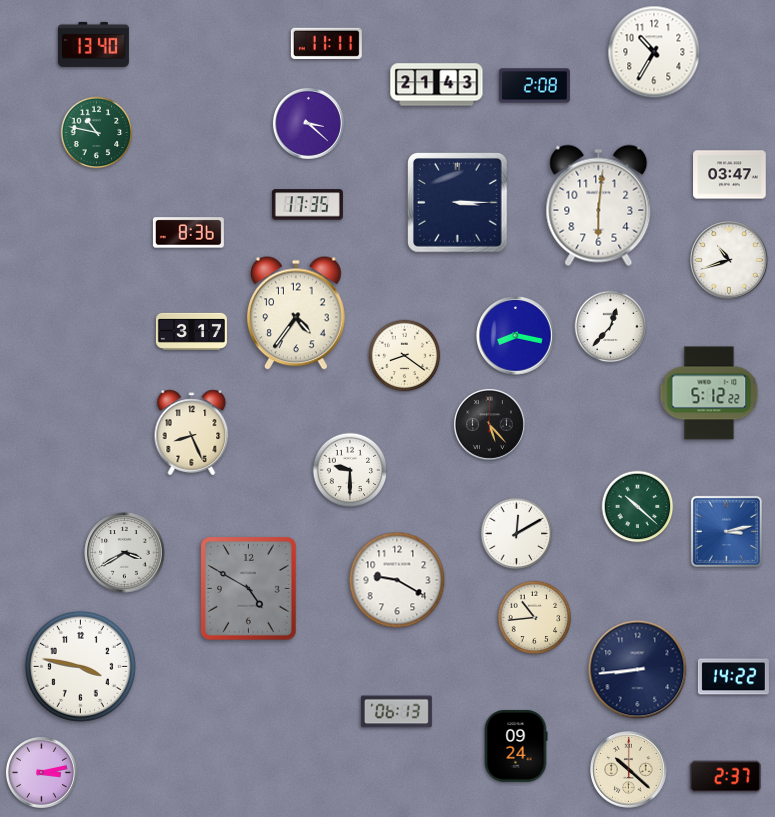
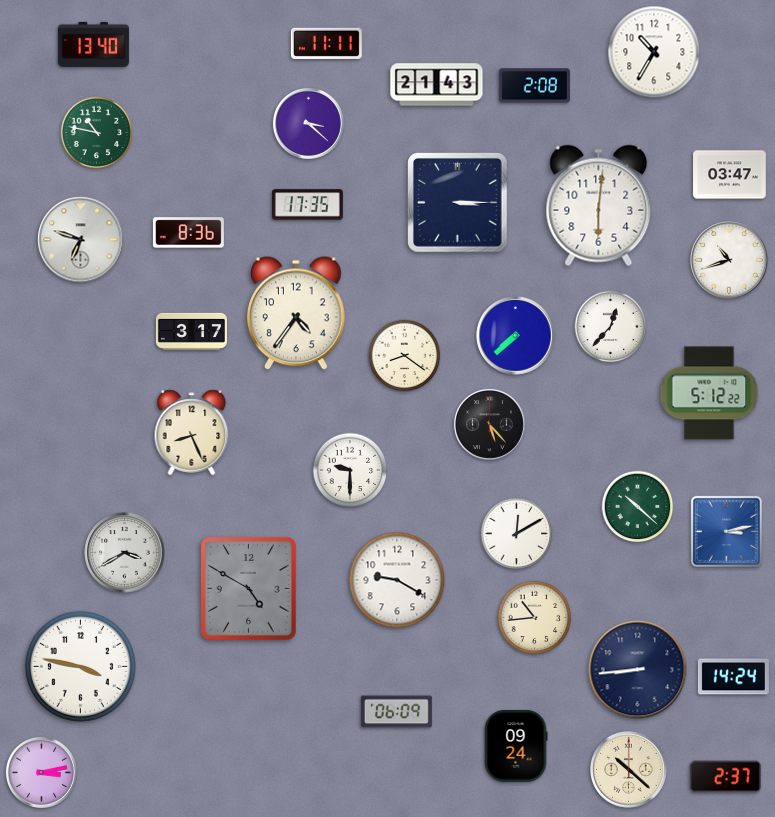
clock at (81, 240): none -> 6:48
clock at (516, 336): 8:17 -> 7:38
clock at (733, 677): 14:22 -> 14:24
clock at (396, 712): 06:13 -> 06:09
